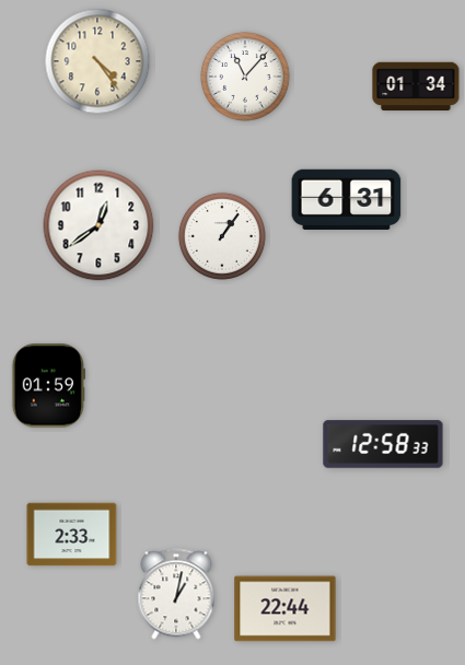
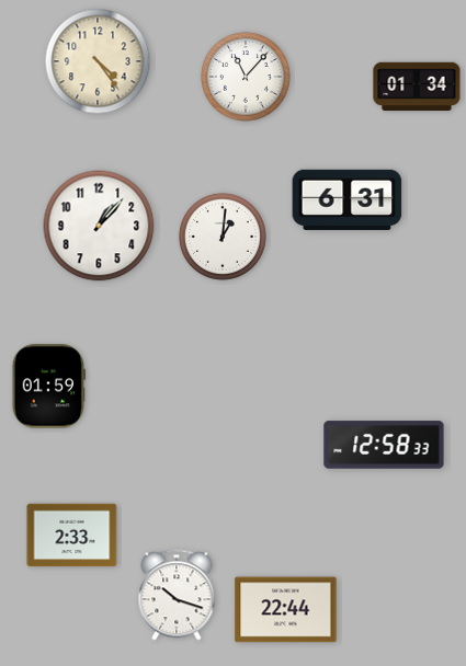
clock at (98, 225): 12:39 -> 1:07
clock at (222, 236): 1:06 -> 1:01
clock at (176, 594): 1:02 -> 10:18
